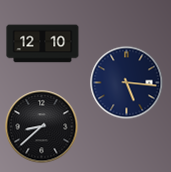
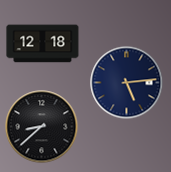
clock at (43, 44): 12:10 -> 12:18
clock at (127, 83): 5:16 -> 5:14
